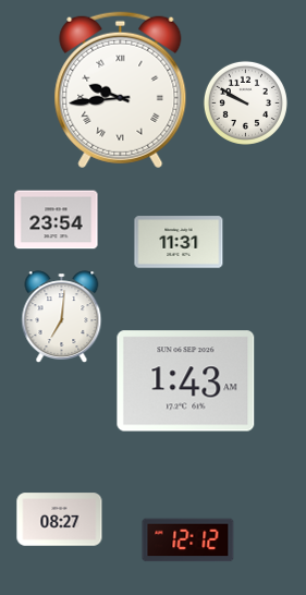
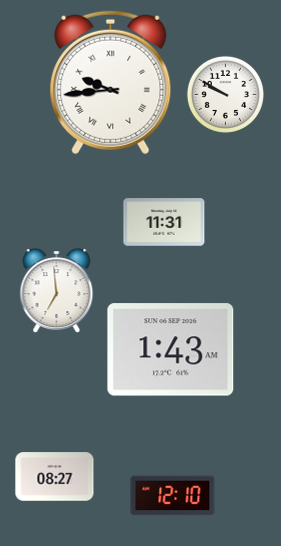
clock at (57, 220): 23:54 -> none
clock at (62, 316): 7:01 -> 6:59
clock at (188, 541): 12:12 -> 12:10
